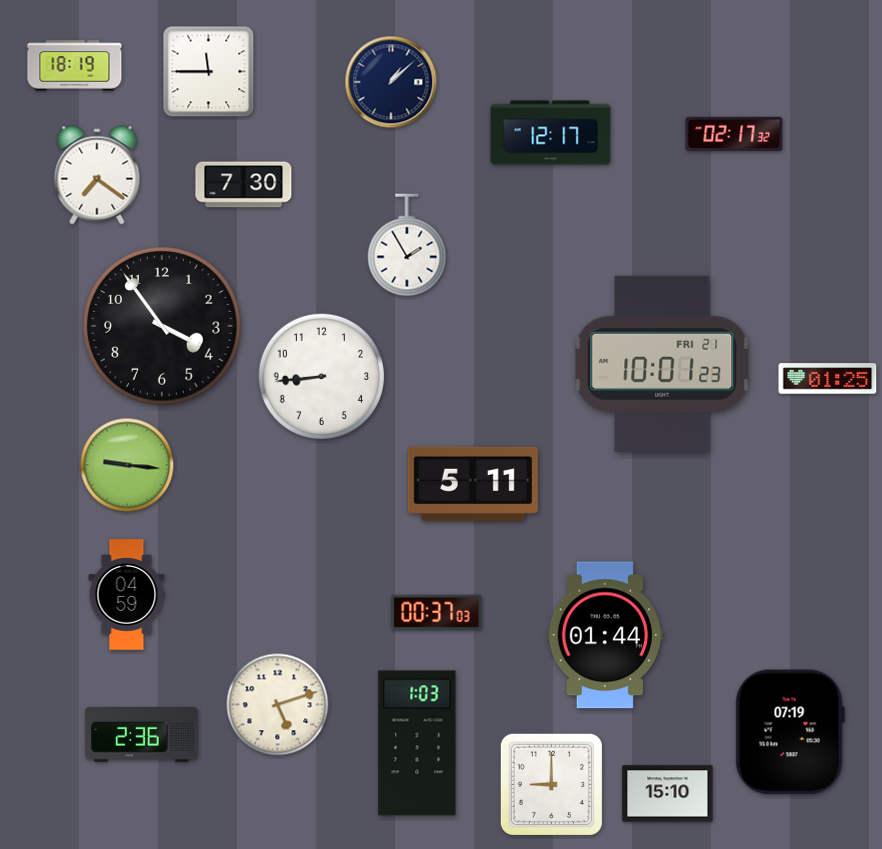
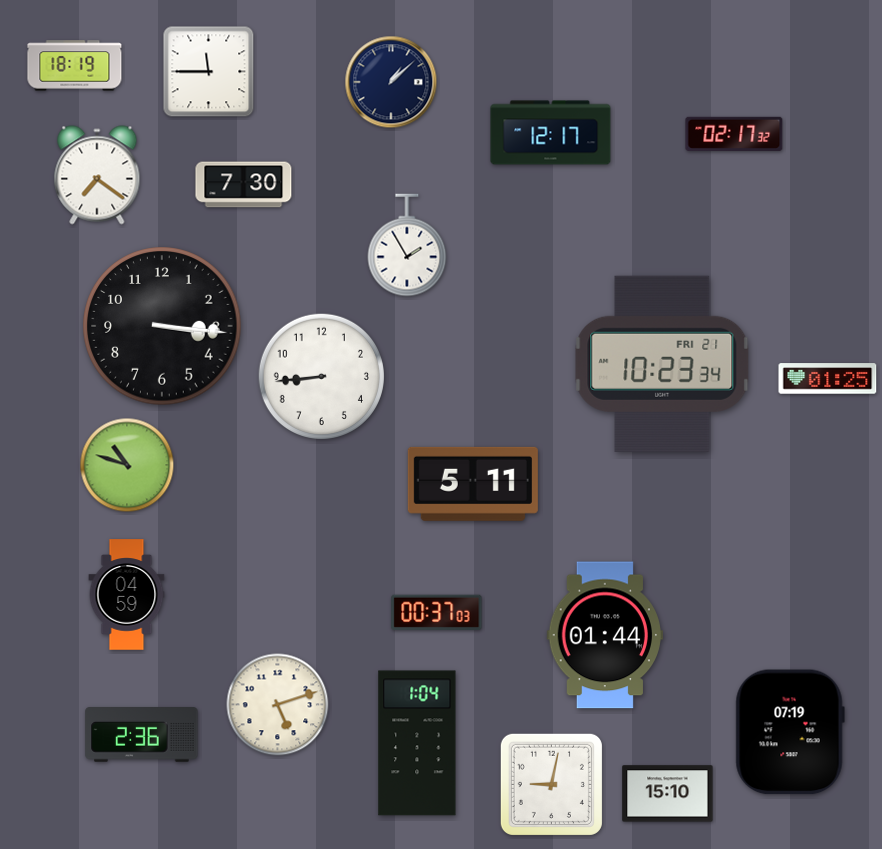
clock at (162, 326): 3:54 -> 3:16
clock at (662, 364): 10:01 -> 10:23
clock at (127, 465): 9:16 -> 10:48
clock at (417, 743): 1:03 -> 1:04
clock at (551, 784): 9:00 -> 9:02
